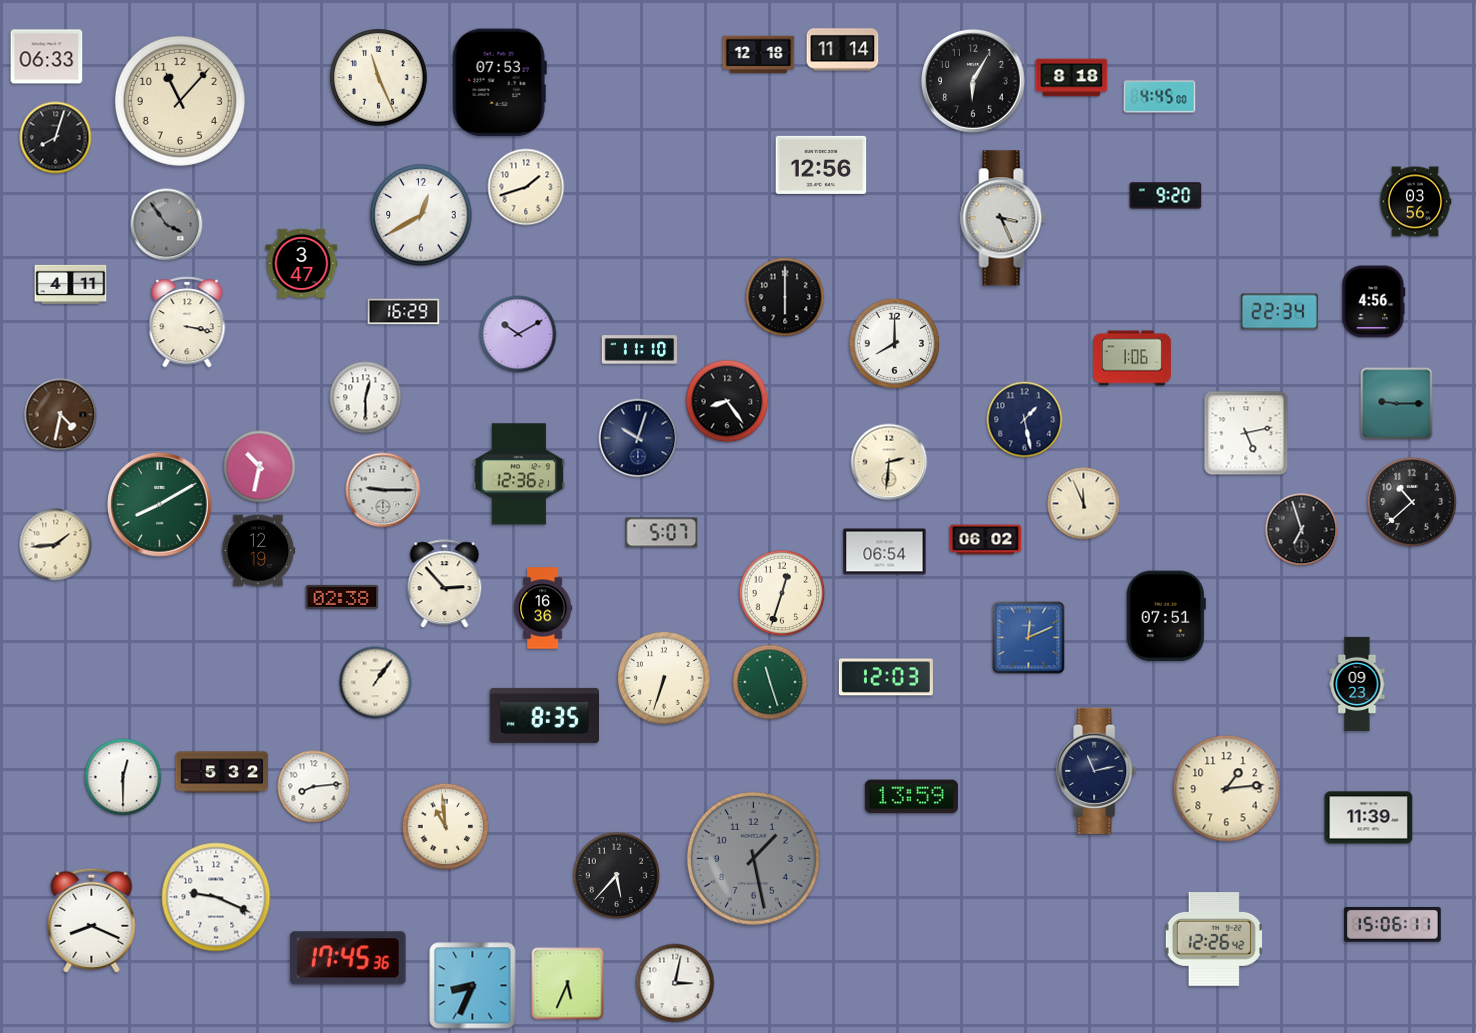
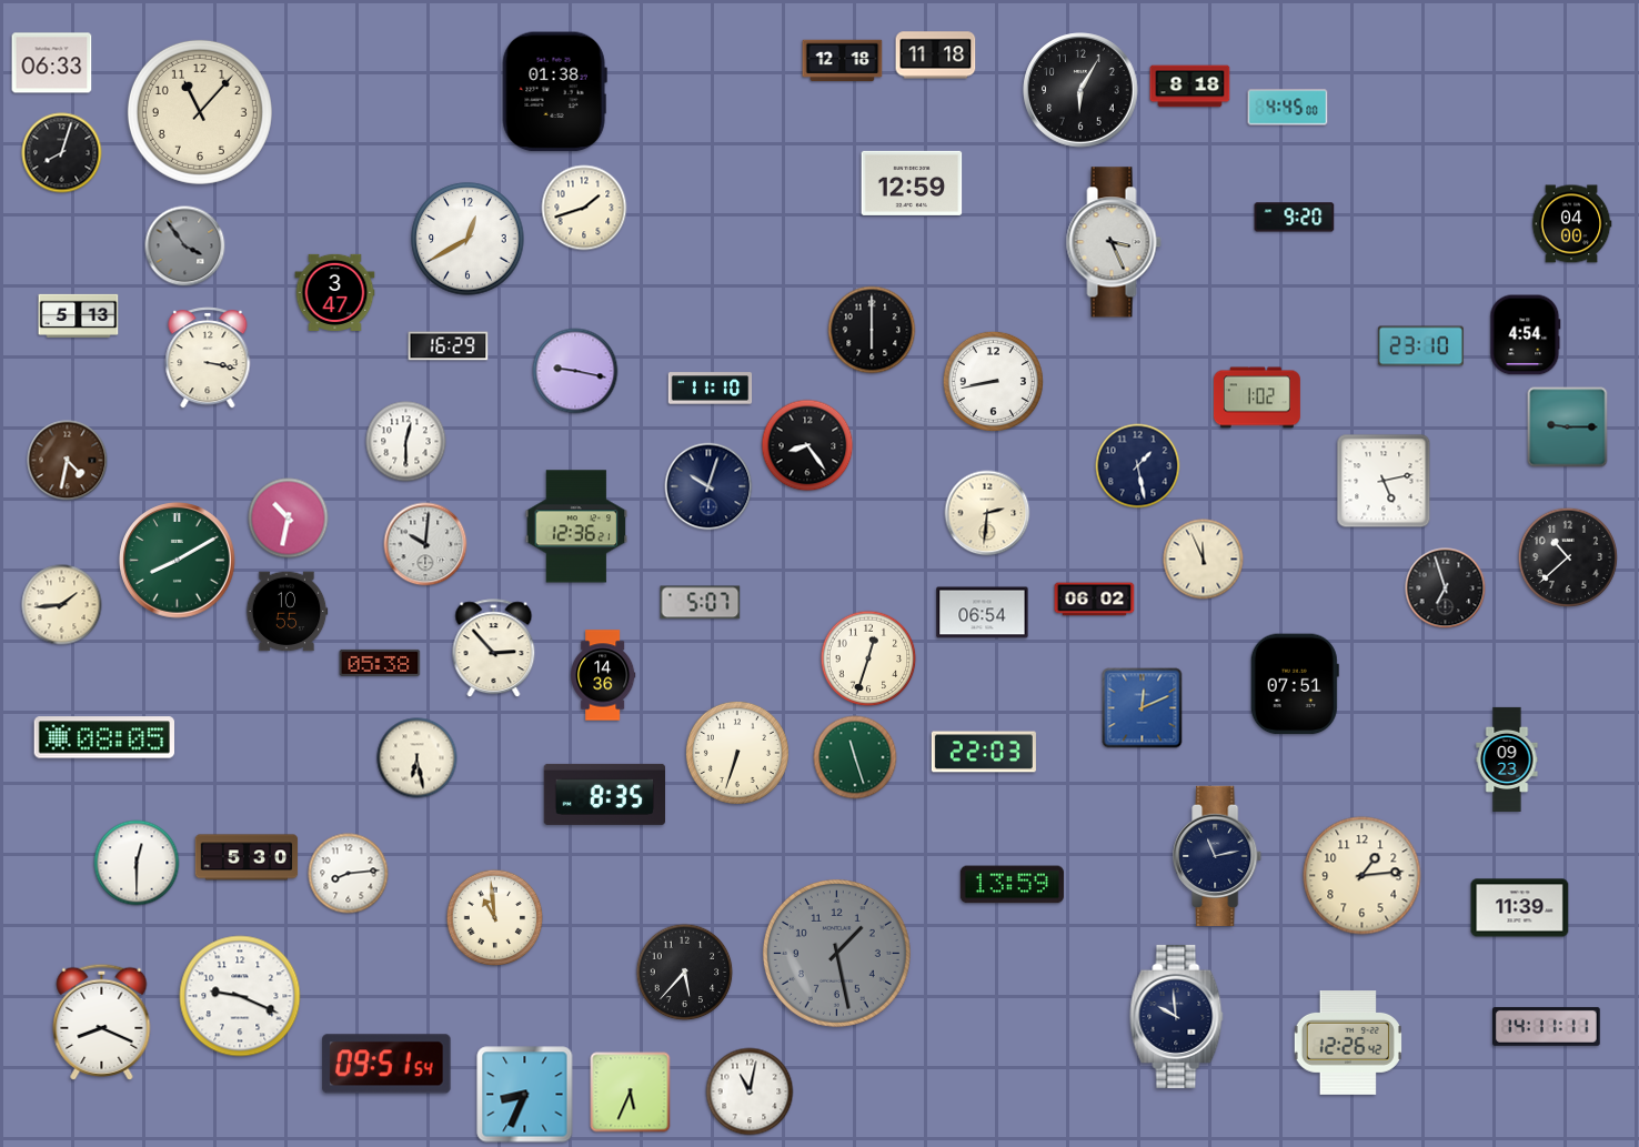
clock at (843, 50): 11:14 -> 11:18
clock at (379, 78): 11:26 -> none
clock at (499, 83): 07:53 -> 01:38
clock at (821, 165): 12:56 -> 12:59
clock at (1415, 202): 03:56 -> 04:00
clock at (167, 225) position: (167, 225) -> (185, 246)
clock at (71, 284): 4:11 -> 5:13
clock at (1374, 302): 4:56 -> 4:54
clock at (1279, 312): 22:34 -> 23:10
clock at (518, 334): 10:10 -> 9:17
clock at (894, 343): 8:00 -> 8:43
clock at (1132, 358): 1:06 -> 1:02
clock at (1397, 404) position: (1397, 404) -> (1568, 427)
clock at (383, 490): 9:15 -> 10:01
clock at (662, 533) position: (662, 533) -> (701, 603)
clock at (258, 551): 12:19 -> 10:55
clock at (342, 597): 02:38 -> 05:38
clock at (543, 608): 16:36 -> 14:36
clock at (103, 737): none -> 08:05
clock at (886, 677): 12:03 -> 22:03
clock at (376, 683): 1:06 -> 6:28
clock at (222, 772): 5:32 -> 5:30
clock at (1177, 1016): none -> 9:59
clock at (1393, 924): 15:06 -> 14:11
clock at (348, 958): 17:45 -> 09:51
clock at (675, 983): 3:02 -> 11:02
